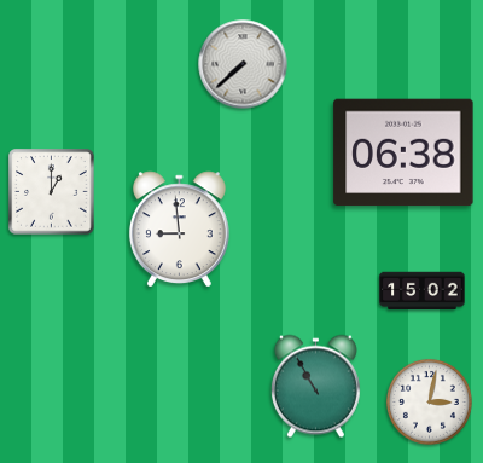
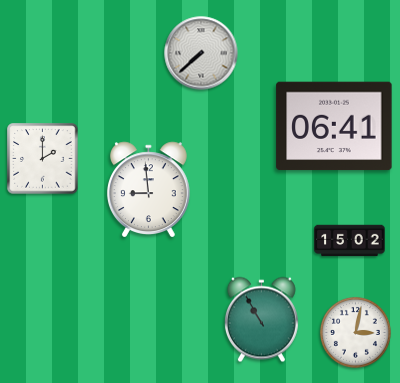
clock at (403, 152): 06:38 -> 06:41
clock at (52, 192): 1:00 -> 2:00
